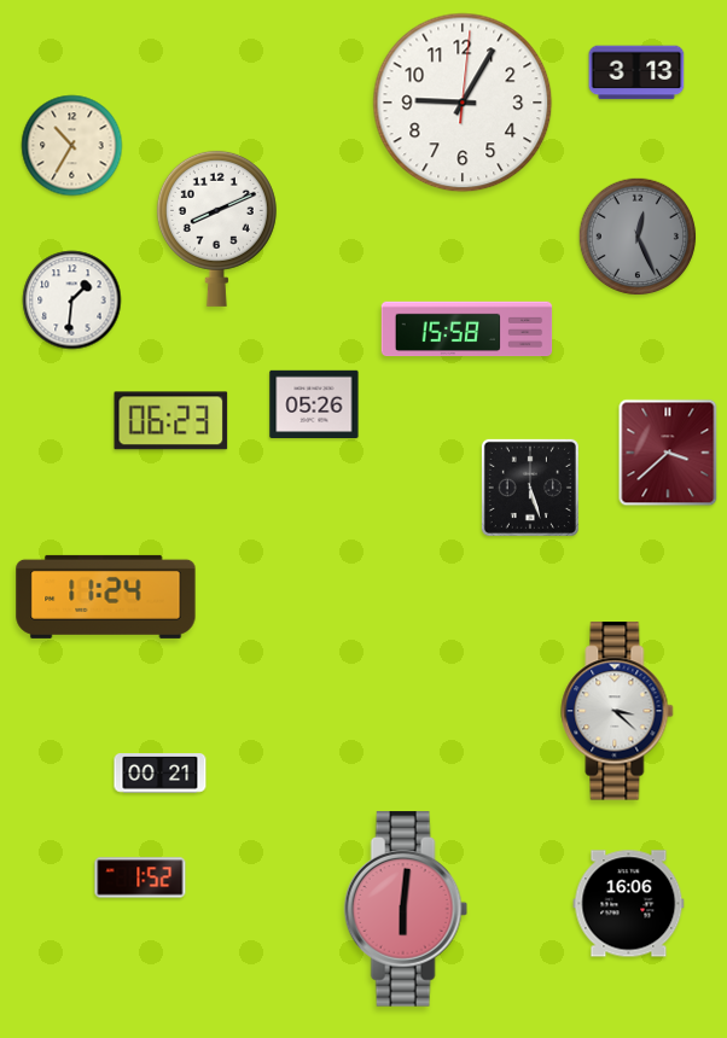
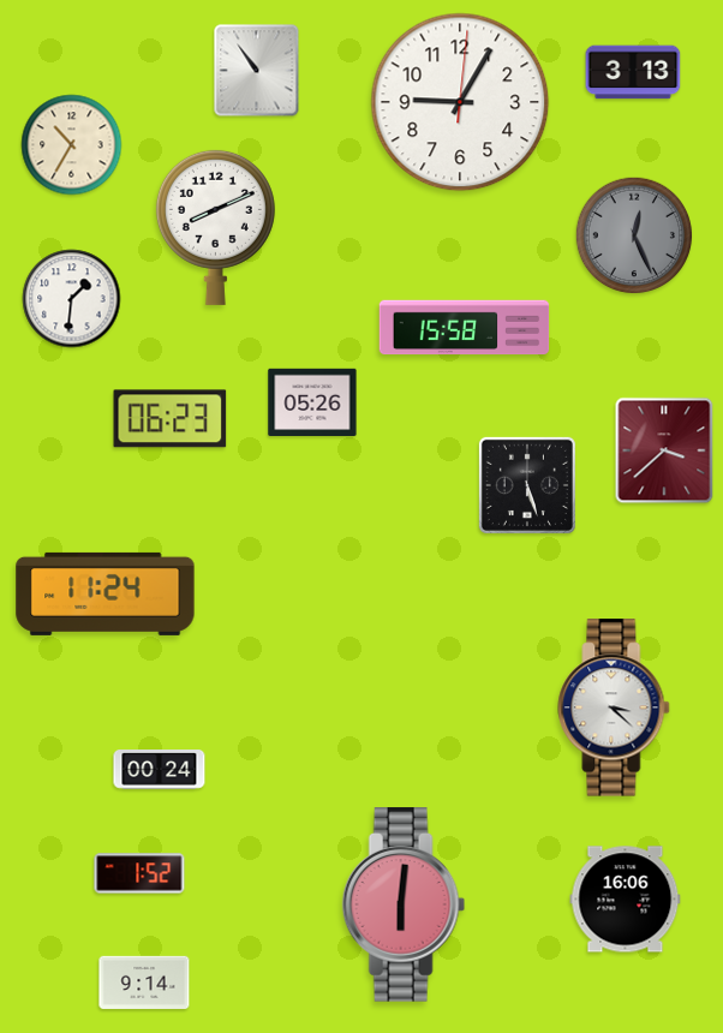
clock at (257, 71): none -> 10:54
clock at (161, 774): 00:21 -> 00:24
clock at (144, 983): none -> 9:14
